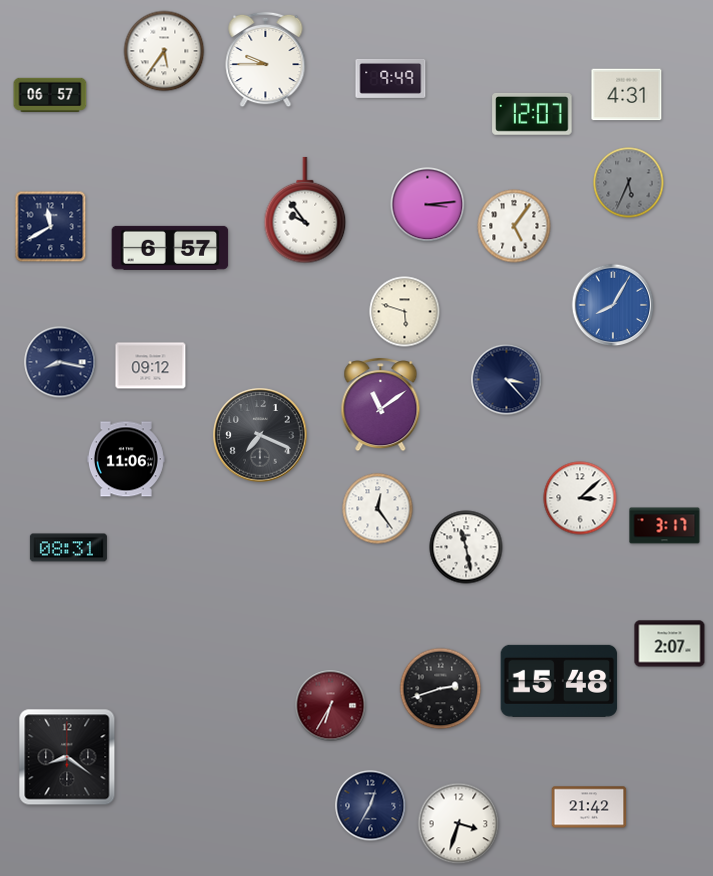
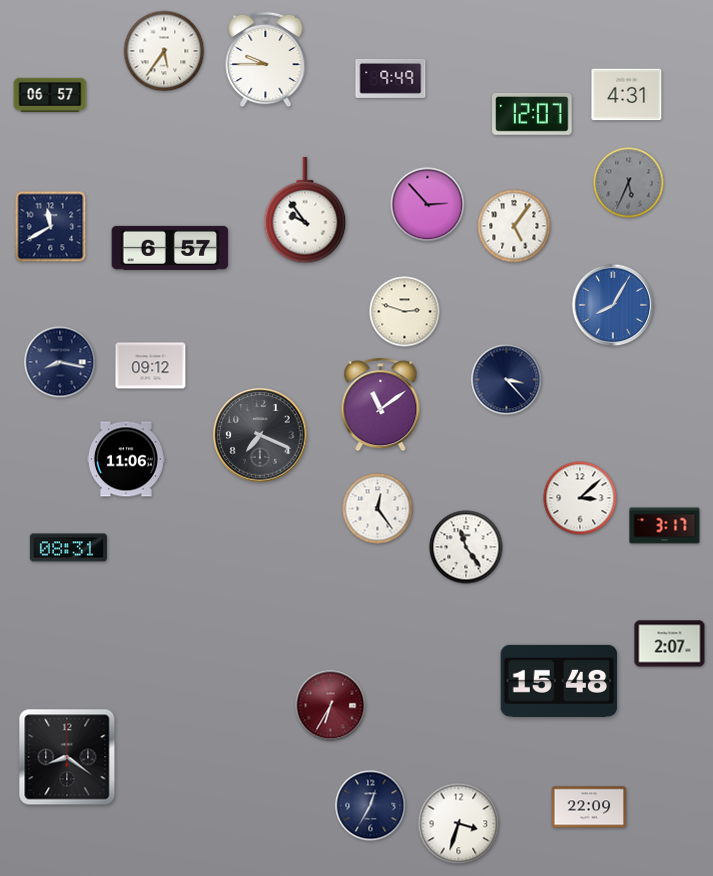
clock at (428, 205): 3:14 -> 2:53
clock at (405, 312): 5:48 -> 2:48
clock at (466, 547): 11:28 -> 11:24
clock at (441, 689): 2:42 -> none
clock at (589, 807): 21:42 -> 22:09
